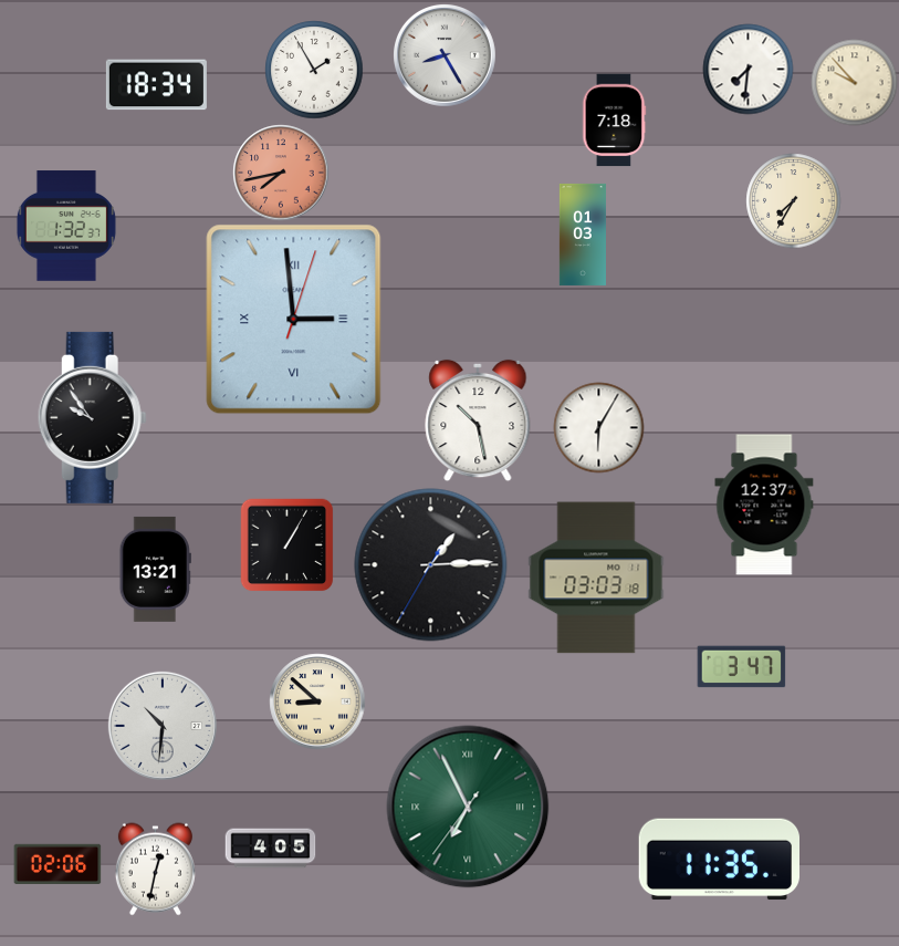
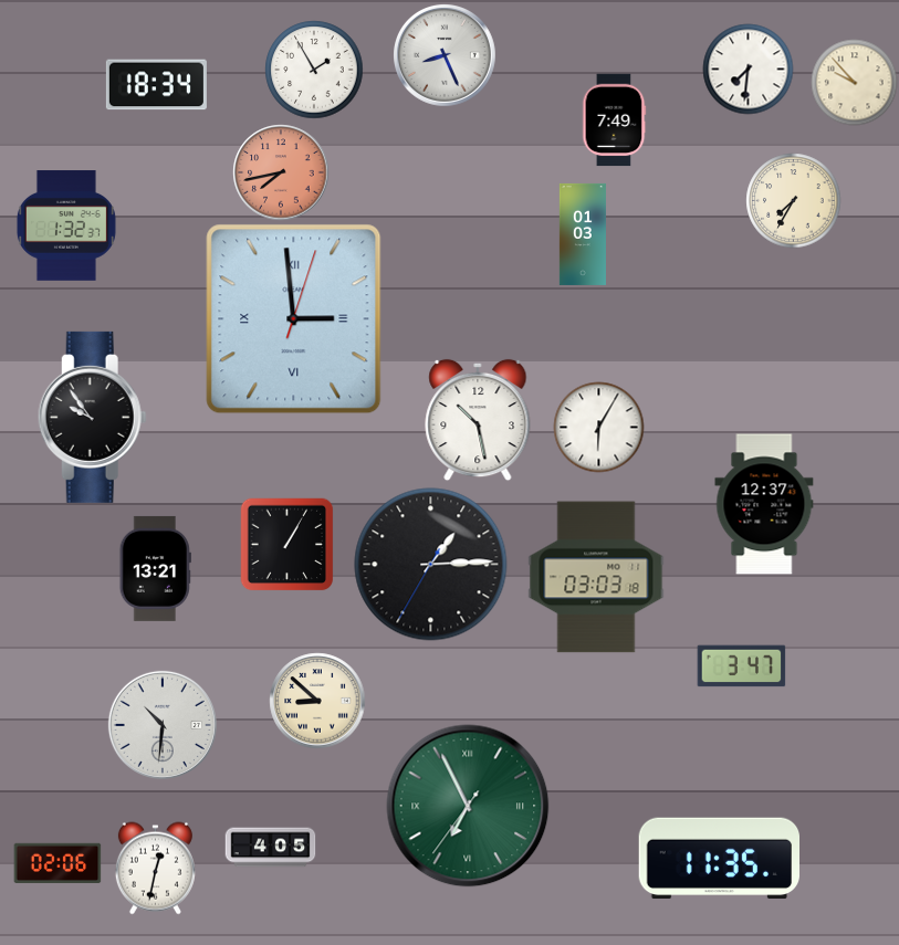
clock at (445, 55): 8:25 -> 8:26
clock at (614, 119): 7:18 -> 7:49
